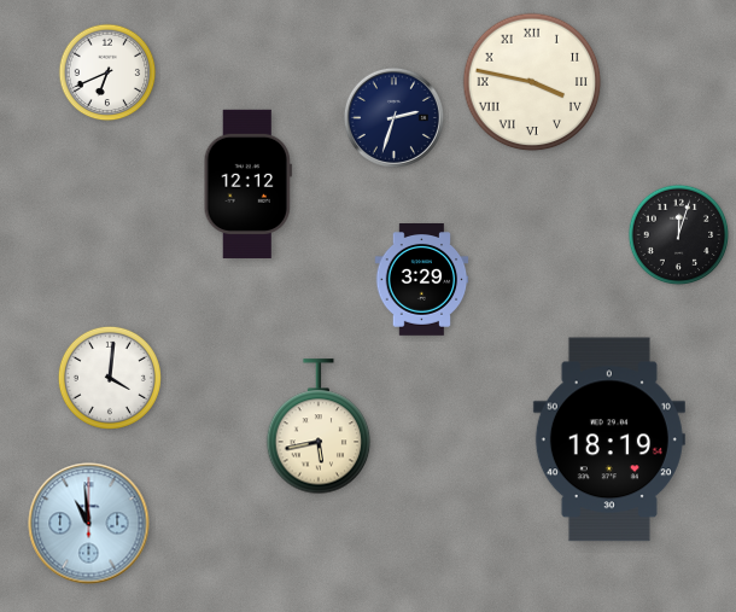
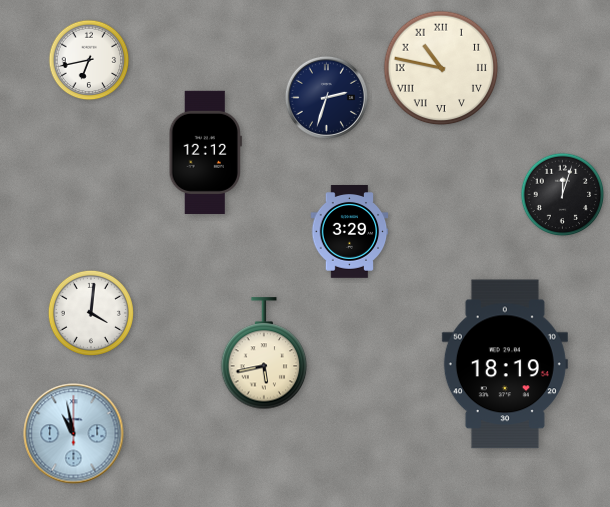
clock at (107, 72): 6:41 -> 6:43
clock at (532, 82): 3:47 -> 10:47
clock at (89, 524): 10:59 -> 10:58
